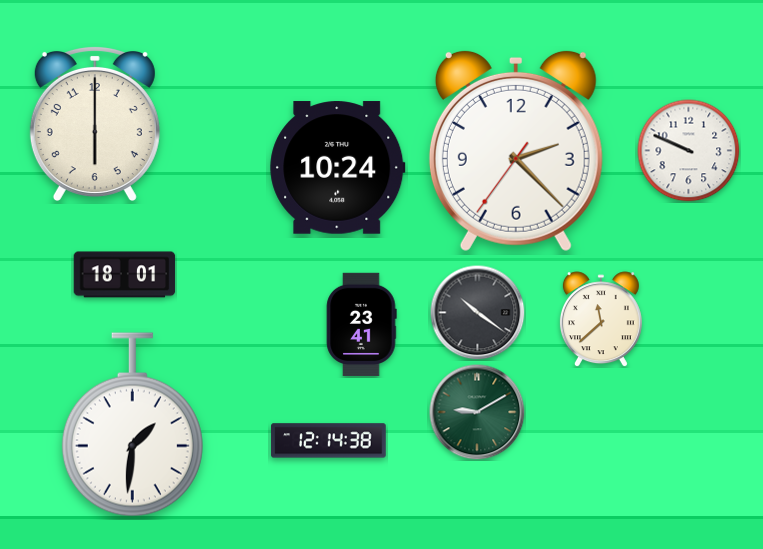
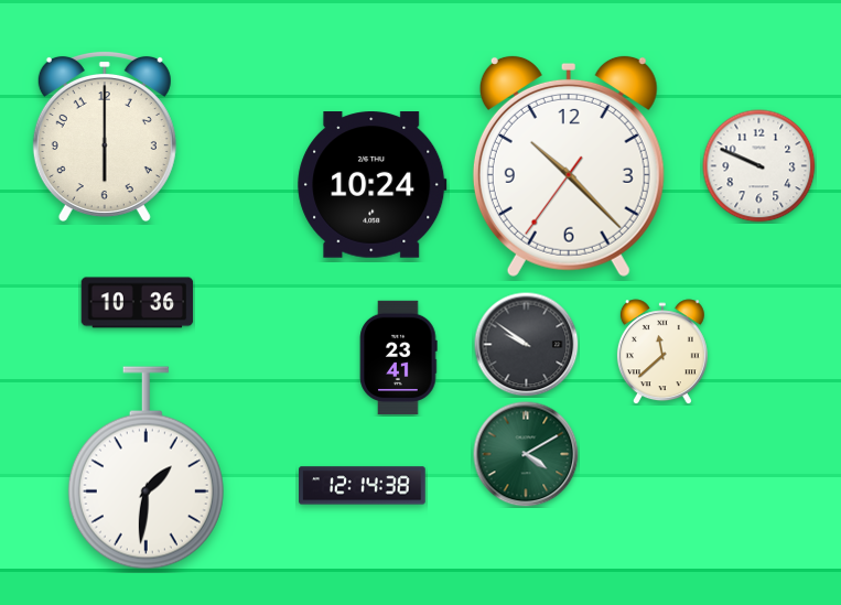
clock at (516, 150): 2:22 -> 10:22
clock at (125, 275): 18:01 -> 10:36
clock at (477, 312): 10:21 -> 9:51
clock at (477, 412): 9:10 -> 4:10
